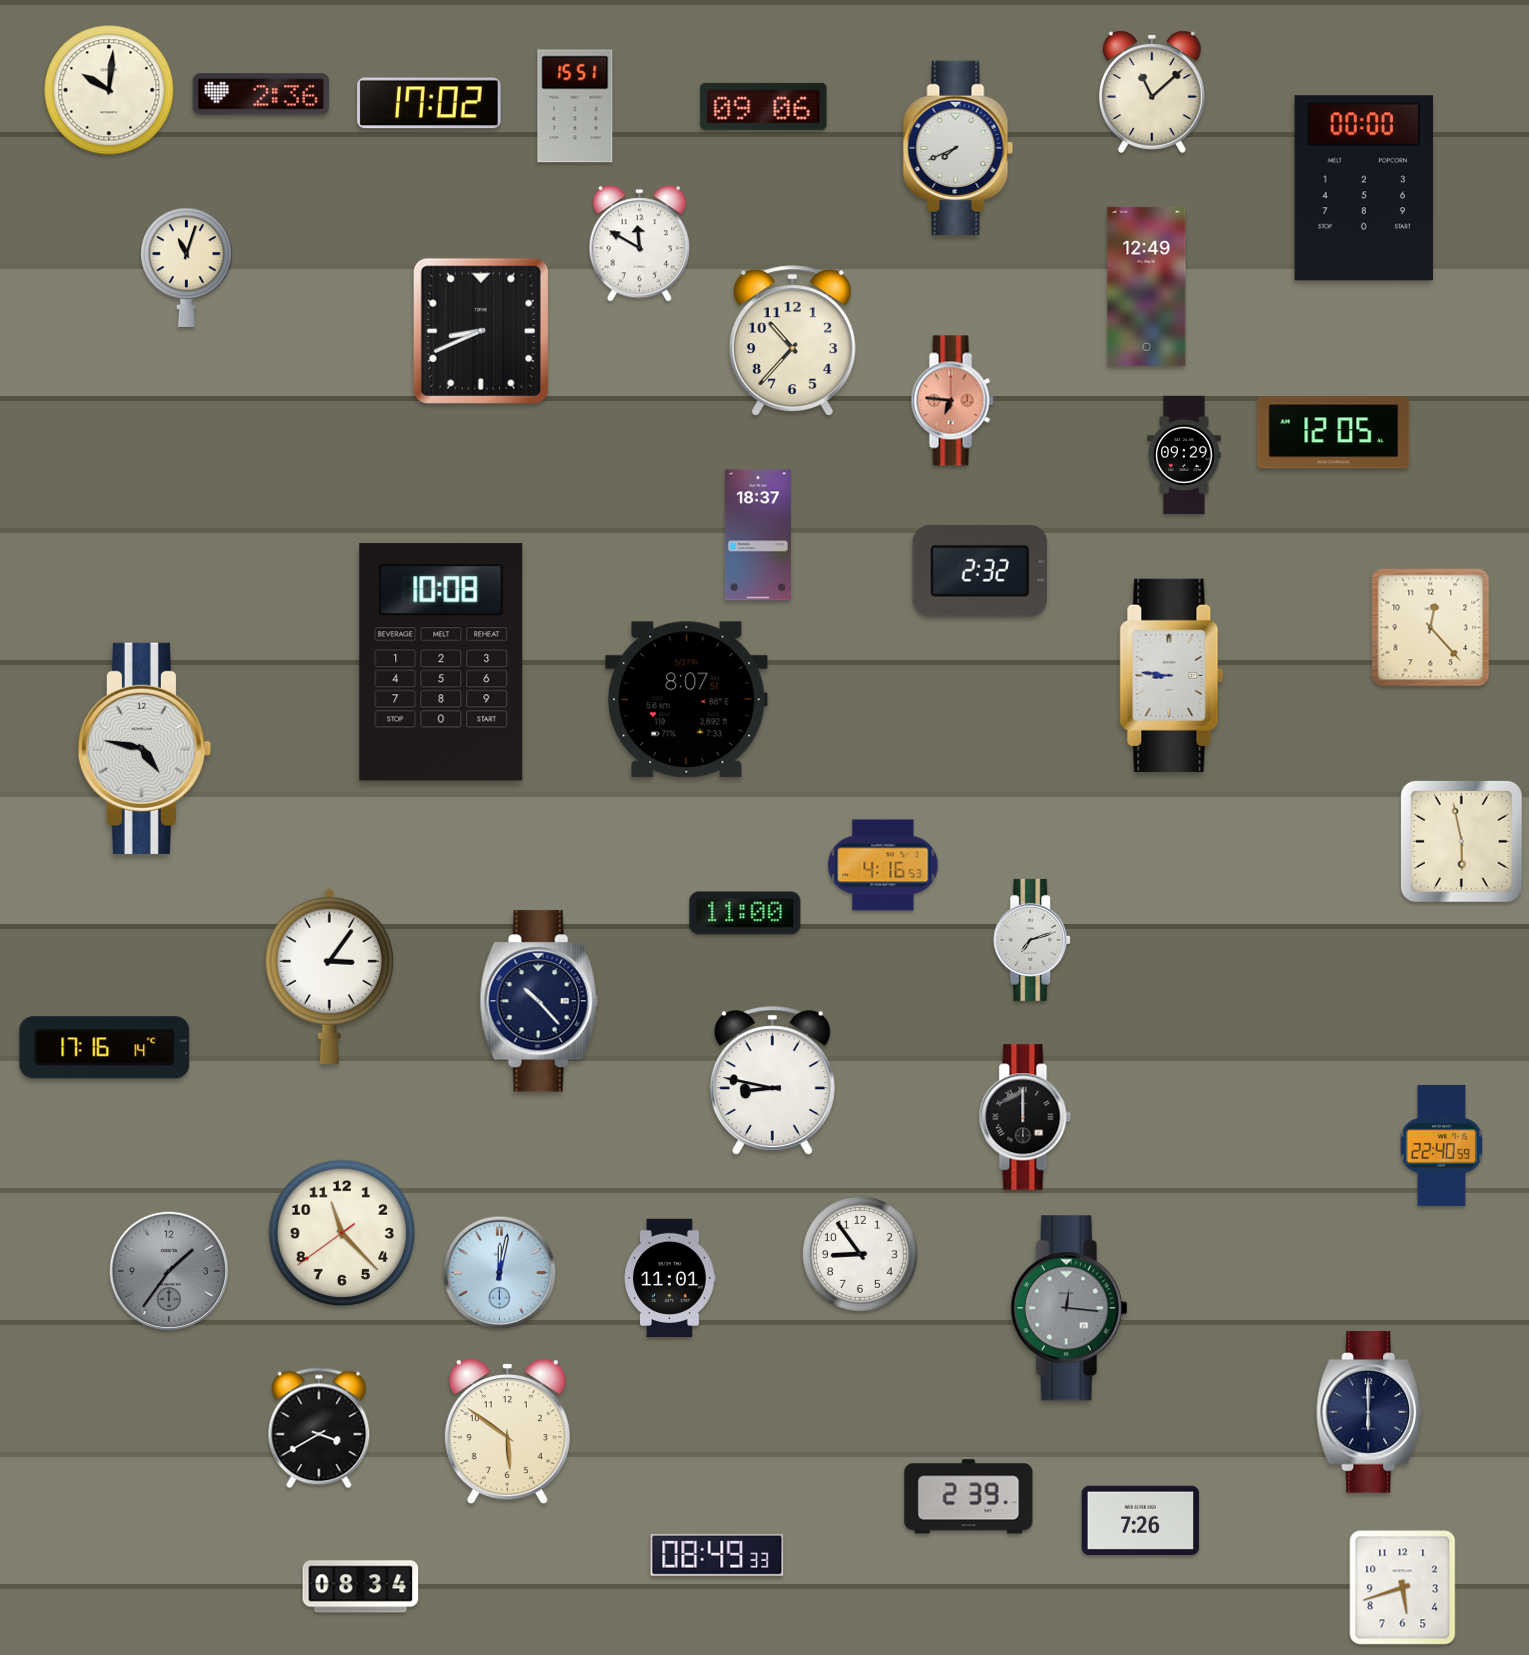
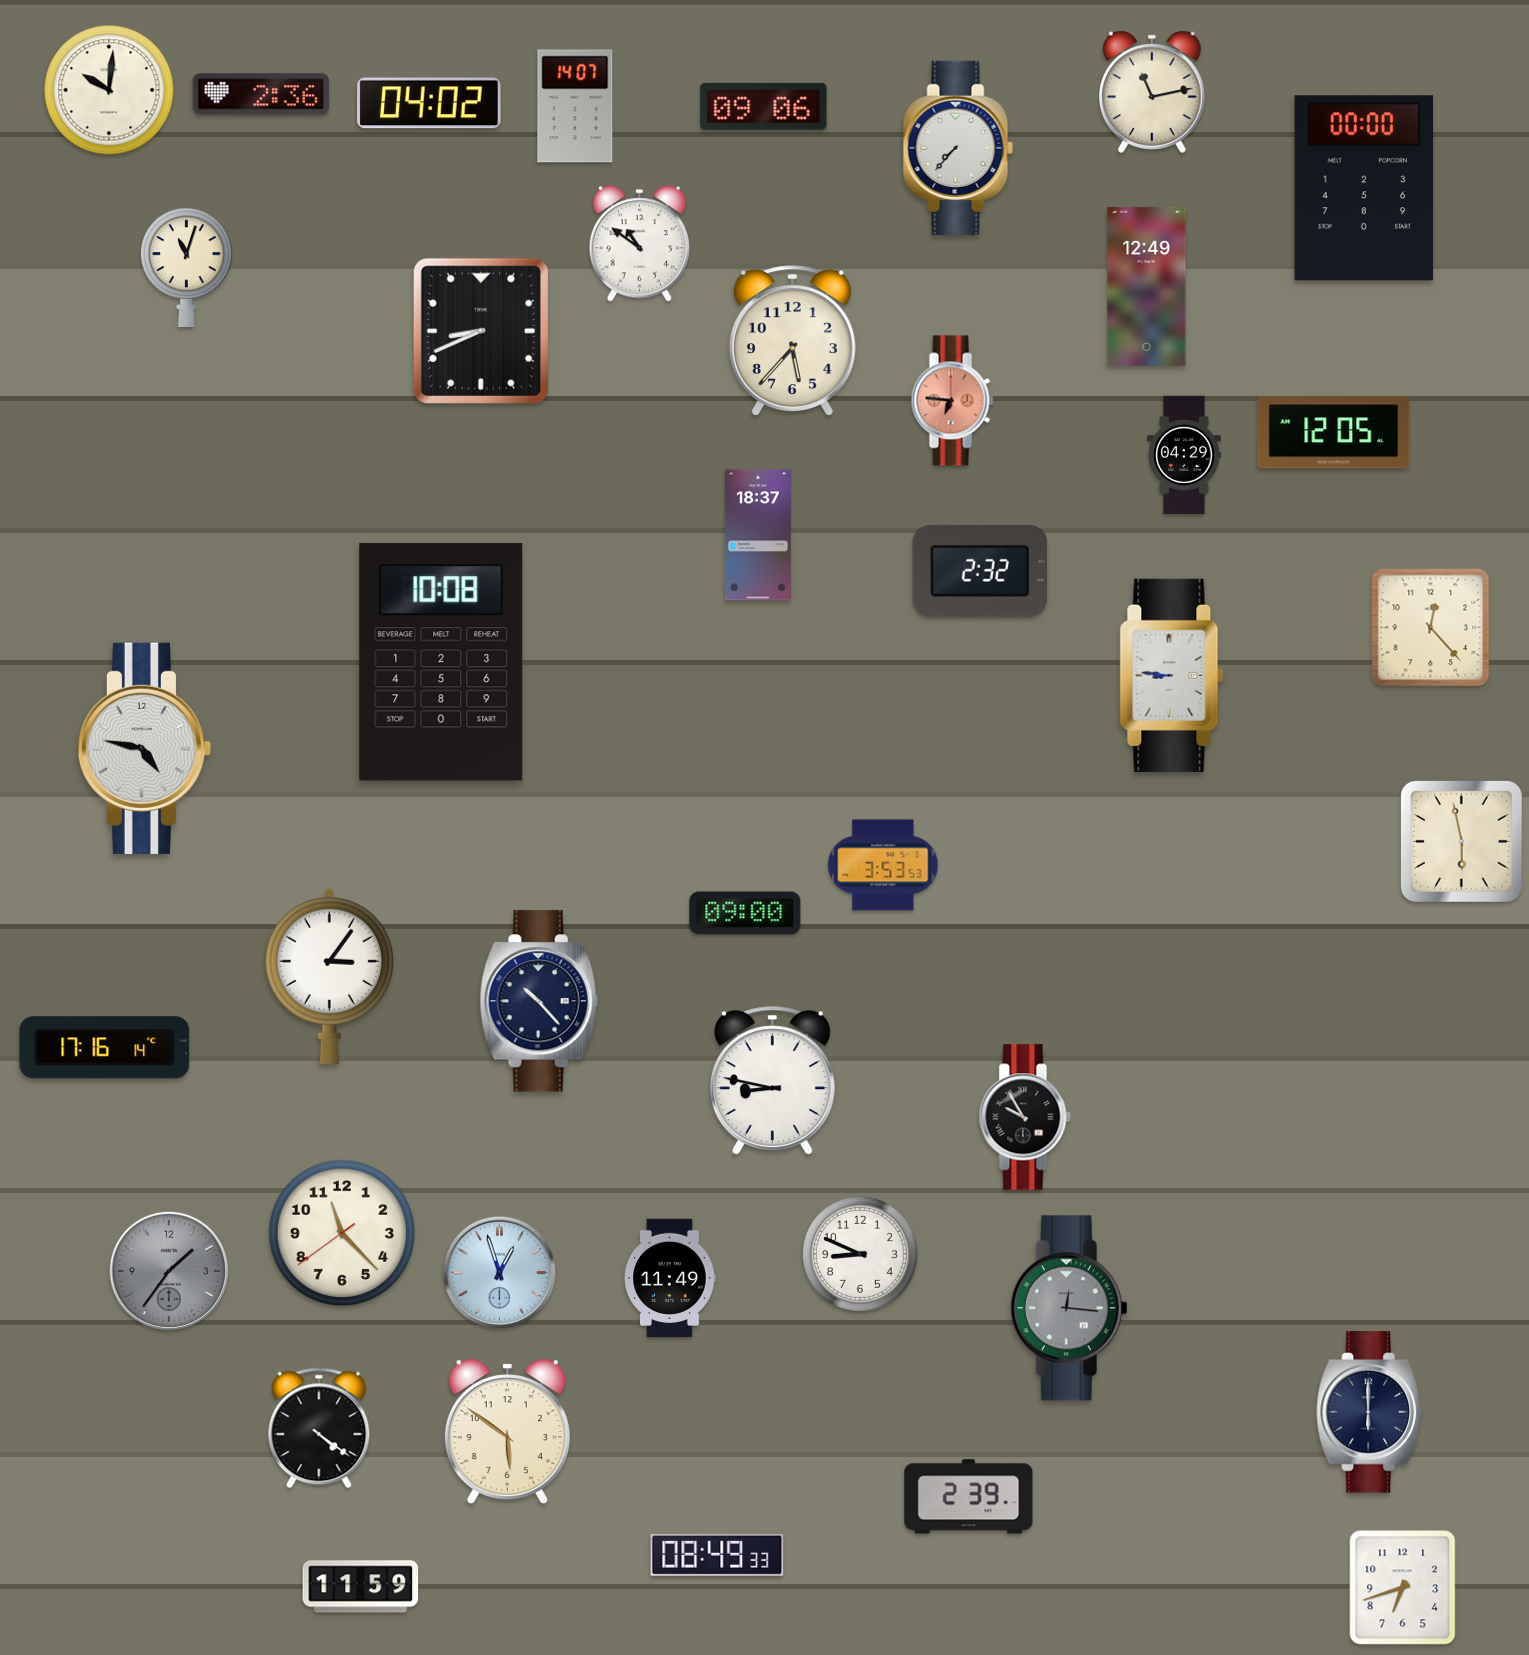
clock at (1153, 92): 11:08 -> 11:13
clock at (429, 103): 17:02 -> 04:02
clock at (575, 106): 15:51 -> 14:07
clock at (958, 148): 7:41 -> 7:37
clock at (639, 244): 11:50 -> 10:51
clock at (792, 341): 10:37 -> 5:37
clock at (1184, 455): 09:29 -> 04:29
clock at (687, 700): 8:07 -> none
clock at (883, 865): 4:16 -> 3:53
clock at (745, 913): 11:00 -> 09:00
clock at (1033, 940): 7:12 -> none
clock at (1025, 1117): 12:00 -> 9:55
clock at (1442, 1145): 22:40 -> none
clock at (861, 1255): 8:54 -> 8:49
clock at (500, 1273): 12:02 -> 12:57
clock at (670, 1278): 11:01 -> 11:49
clock at (319, 1428): 3:40 -> 4:21
clock at (1141, 1521): 7:26 -> none
clock at (361, 1587): 08:34 -> 11:59
clock at (1403, 1588): 5:42 -> 6:42
